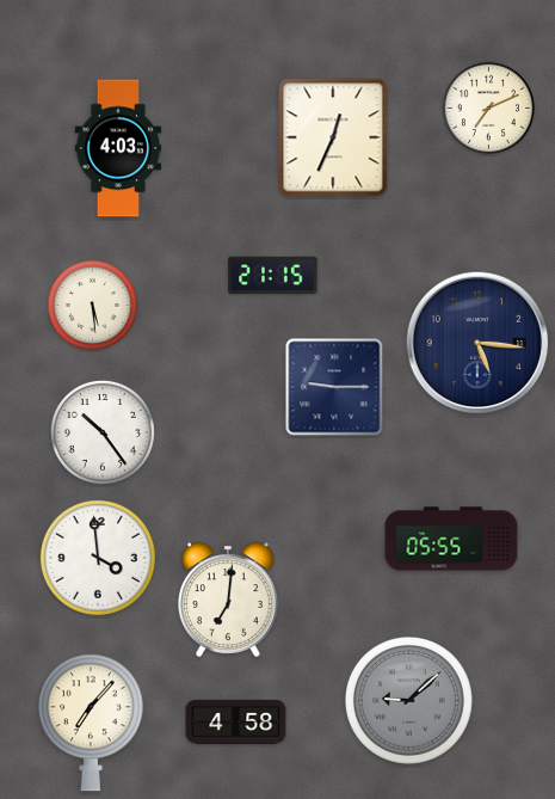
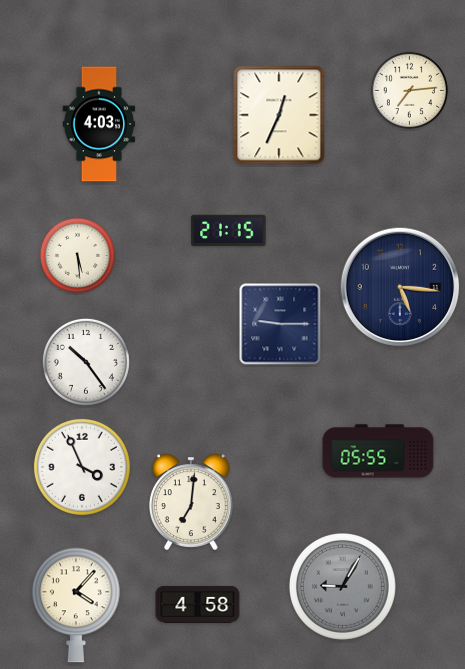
clock at (488, 107): 7:11 -> 7:14
clock at (98, 558): 3:59 -> 3:56
clock at (408, 700): 9:08 -> 9:05
clock at (91, 723): 7:07 -> 4:07
